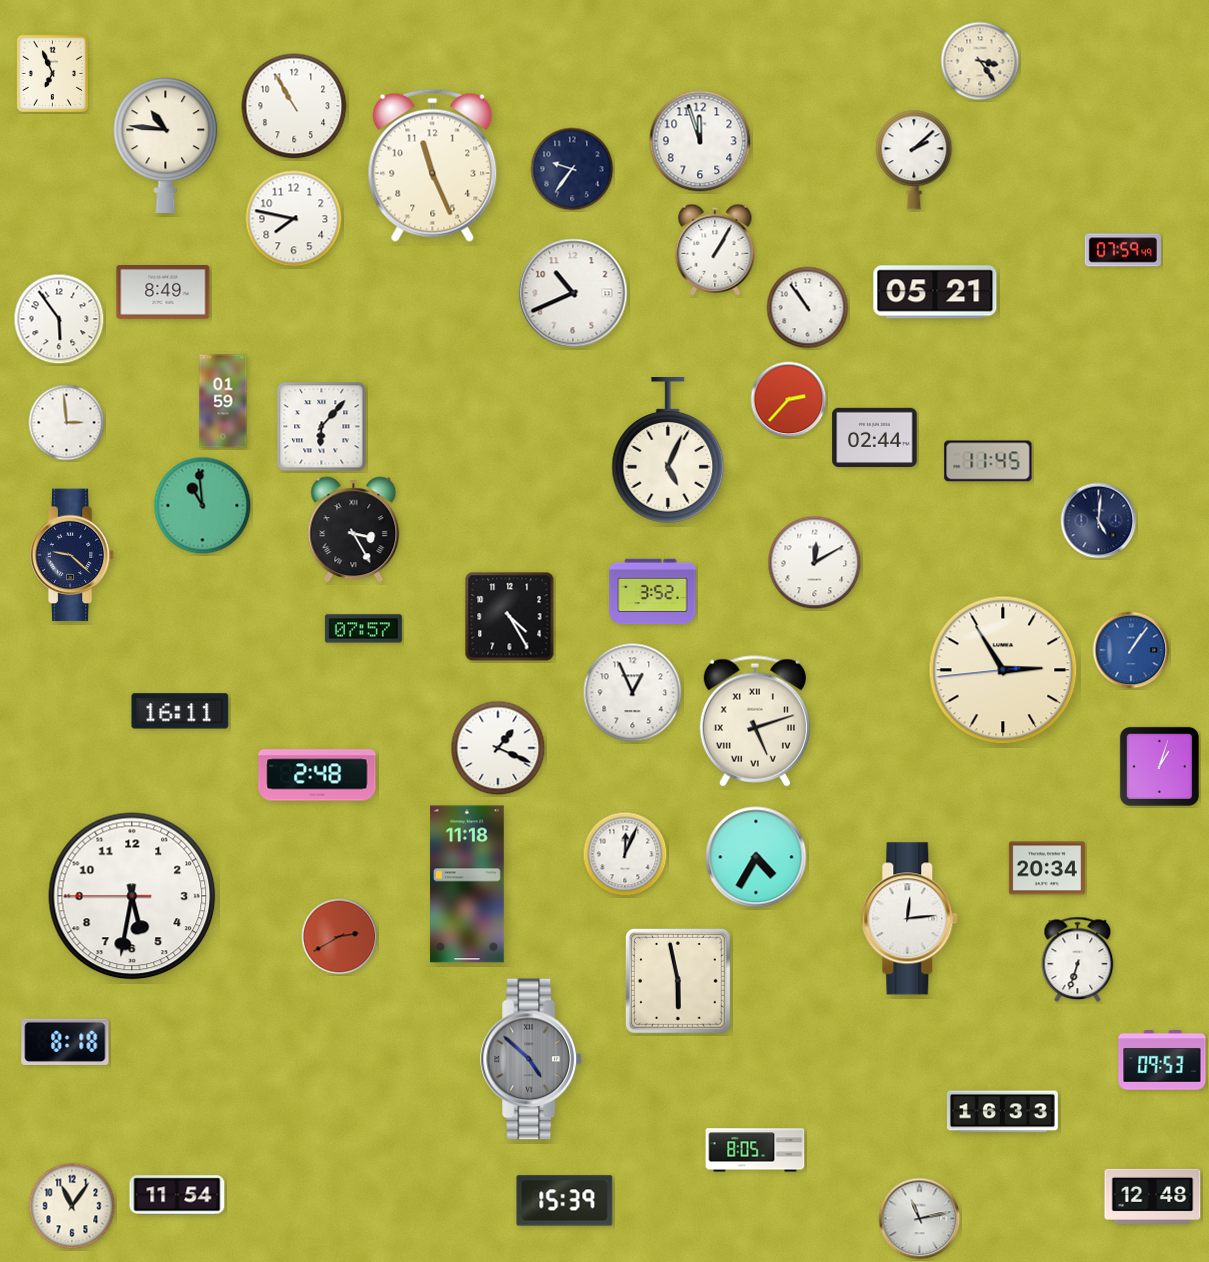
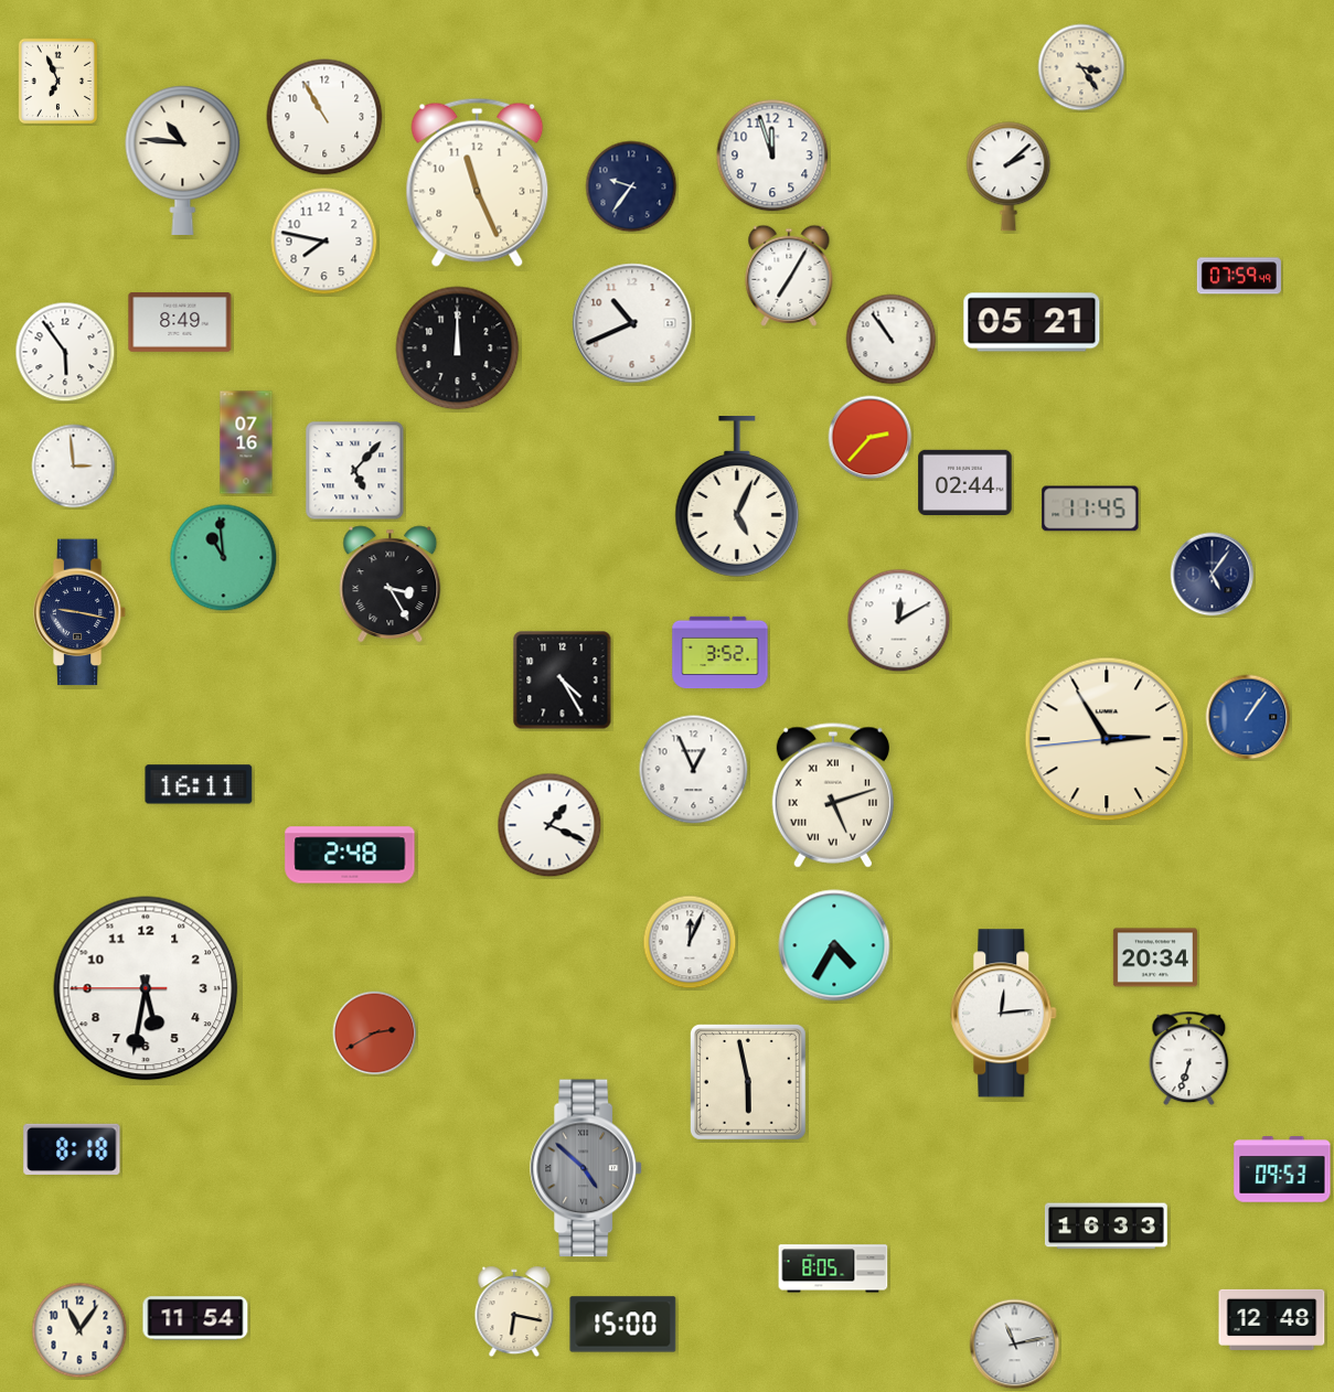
clock at (715, 250): 1:05 -> 7:05
clock at (458, 349): none -> 12:00
clock at (789, 400) position: (789, 400) -> (871, 438)
clock at (223, 401): 01:59 -> 07:16
clock at (322, 427): 6:07 -> 5:07
clock at (1099, 521): 5:01 -> 5:06
clock at (72, 555): 9:22 -> 9:17
clock at (363, 629): 07:57 -> none
clock at (633, 693) position: (633, 693) -> (694, 770)
clock at (1159, 766): 1:03 -> none
clock at (468, 884): 11:18 -> none
clock at (514, 1311): none -> 6:17
clock at (565, 1201): 15:39 -> 15:00
